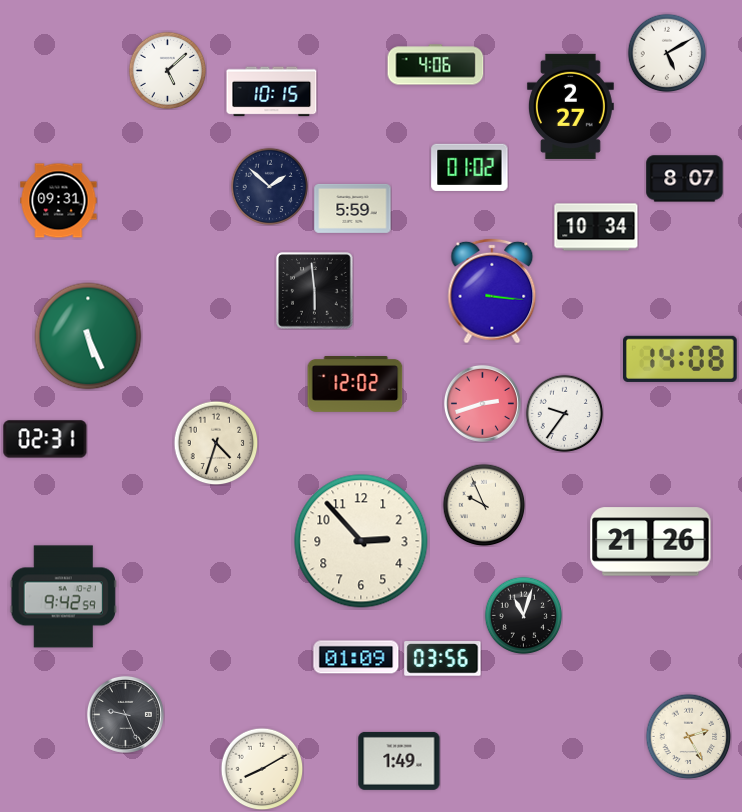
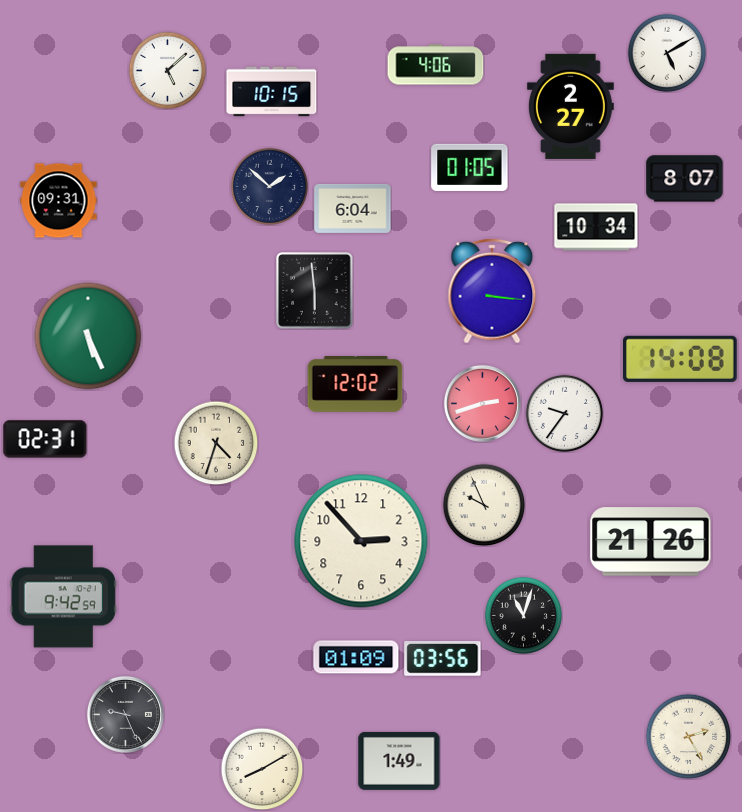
clock at (470, 167): 01:02 -> 01:05
clock at (353, 208): 5:59 -> 6:04
